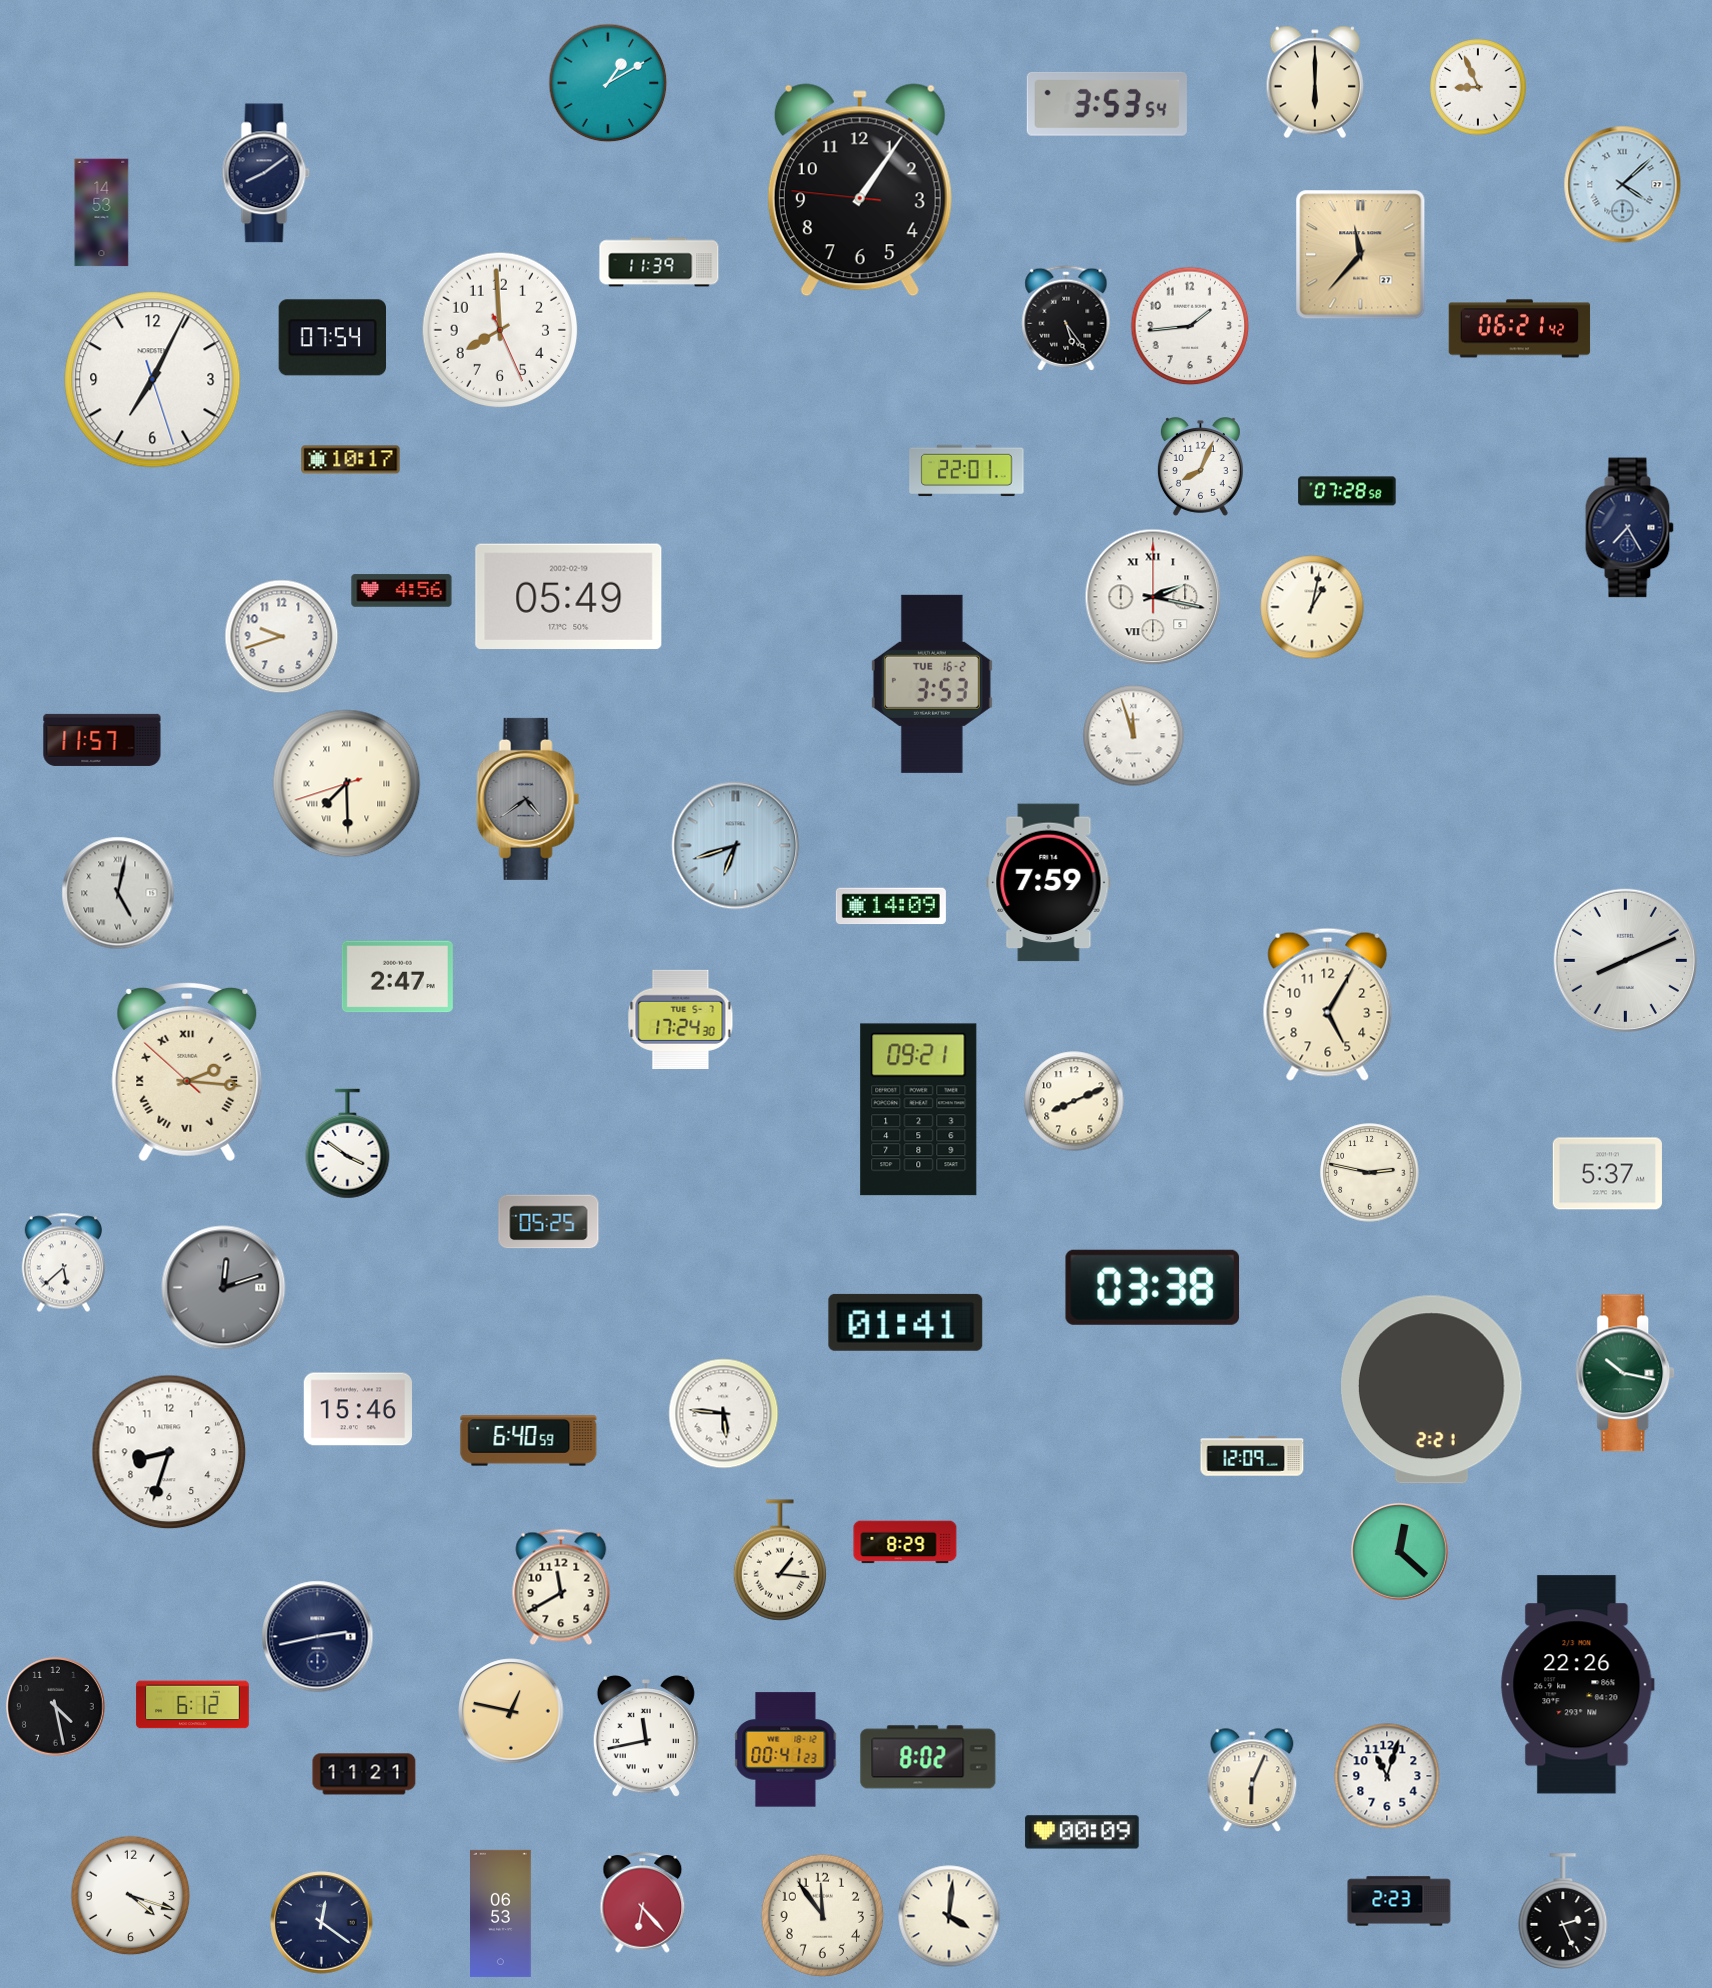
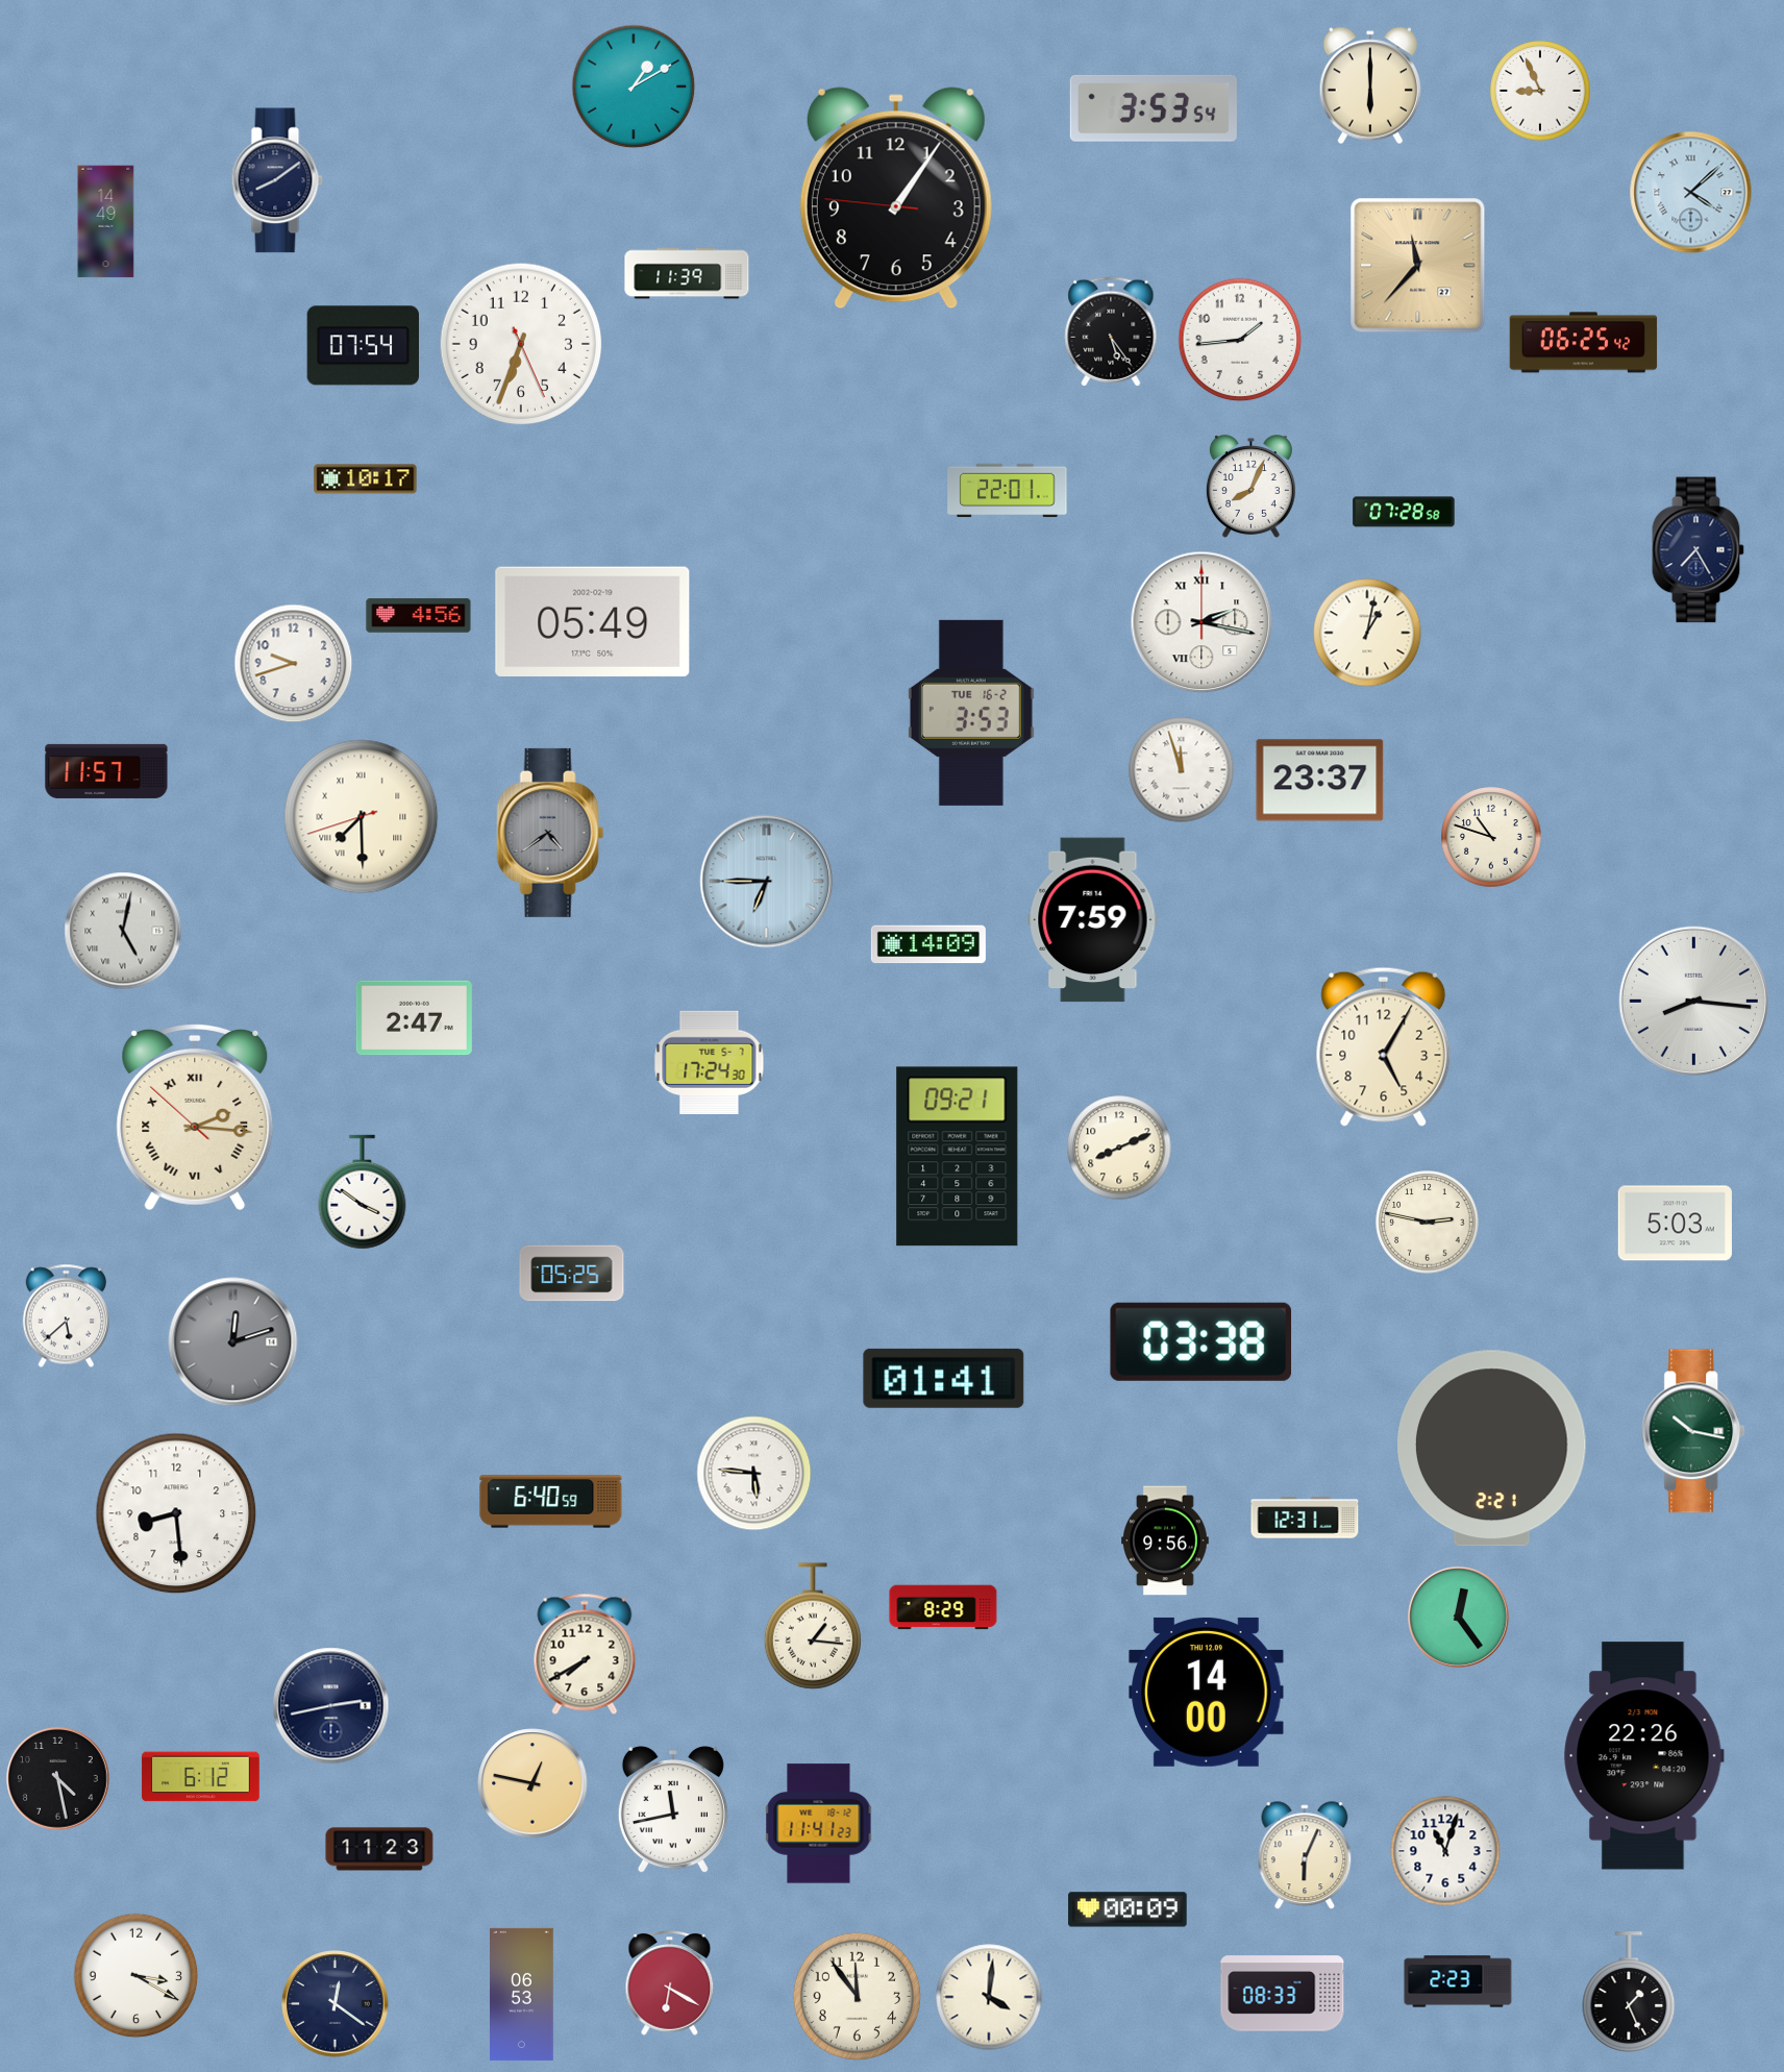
clock at (102, 213): 14:53 -> 14:49
clock at (1520, 329): 06:21 -> 06:25
clock at (500, 330): 7:59 -> 6:33
clock at (332, 338) position: (332, 338) -> (363, 346)
clock at (153, 380): 7:04 -> none
clock at (1134, 736) position: (1134, 736) -> (1182, 770)
clock at (1320, 781): none -> 23:37
clock at (1491, 837): none -> 10:48
clock at (736, 846): 6:42 -> 6:45
clock at (1625, 960): 8:11 -> 8:16
clock at (1607, 1174): 5:37 -> 5:03
clock at (357, 1409): 15:46 -> none
clock at (169, 1452): 8:33 -> 8:29
clock at (1252, 1456): 12:09 -> 12:31
clock at (1166, 1540): none -> 9:56
clock at (1400, 1552): 12:22 -> 12:24
clock at (561, 1587): 11:40 -> 7:40
clock at (1207, 1692): none -> 14:00
clock at (786, 1750): 00:41 -> 11:41
clock at (928, 1757): 8:02 -> none
clock at (364, 1774): 11:21 -> 11:23
clock at (131, 1896): 4:18 -> 3:20
clock at (643, 1903): 6:23 -> 6:20
clock at (1563, 1911): 2:26 -> 1:26
clock at (1283, 1994): none -> 08:33
